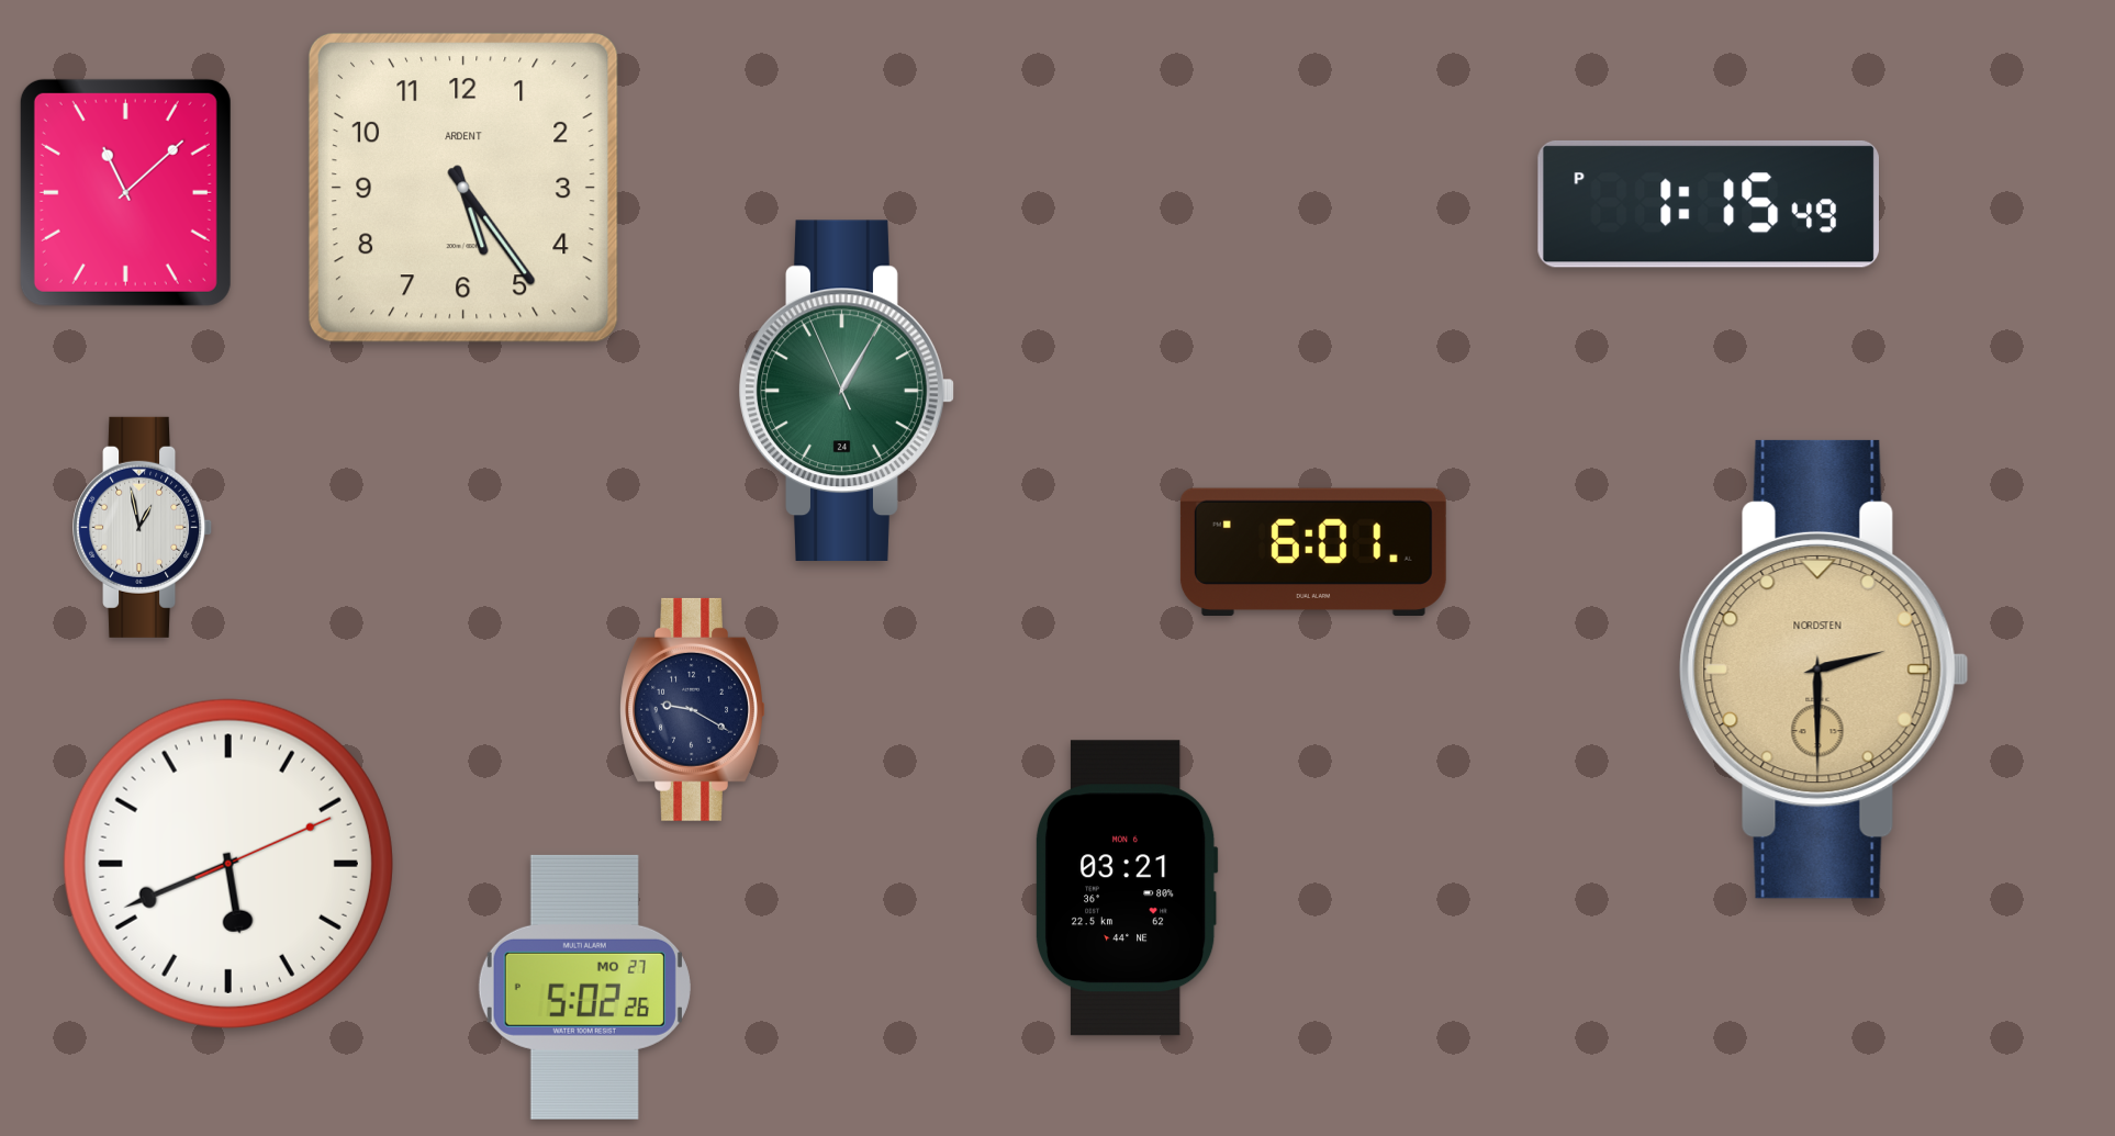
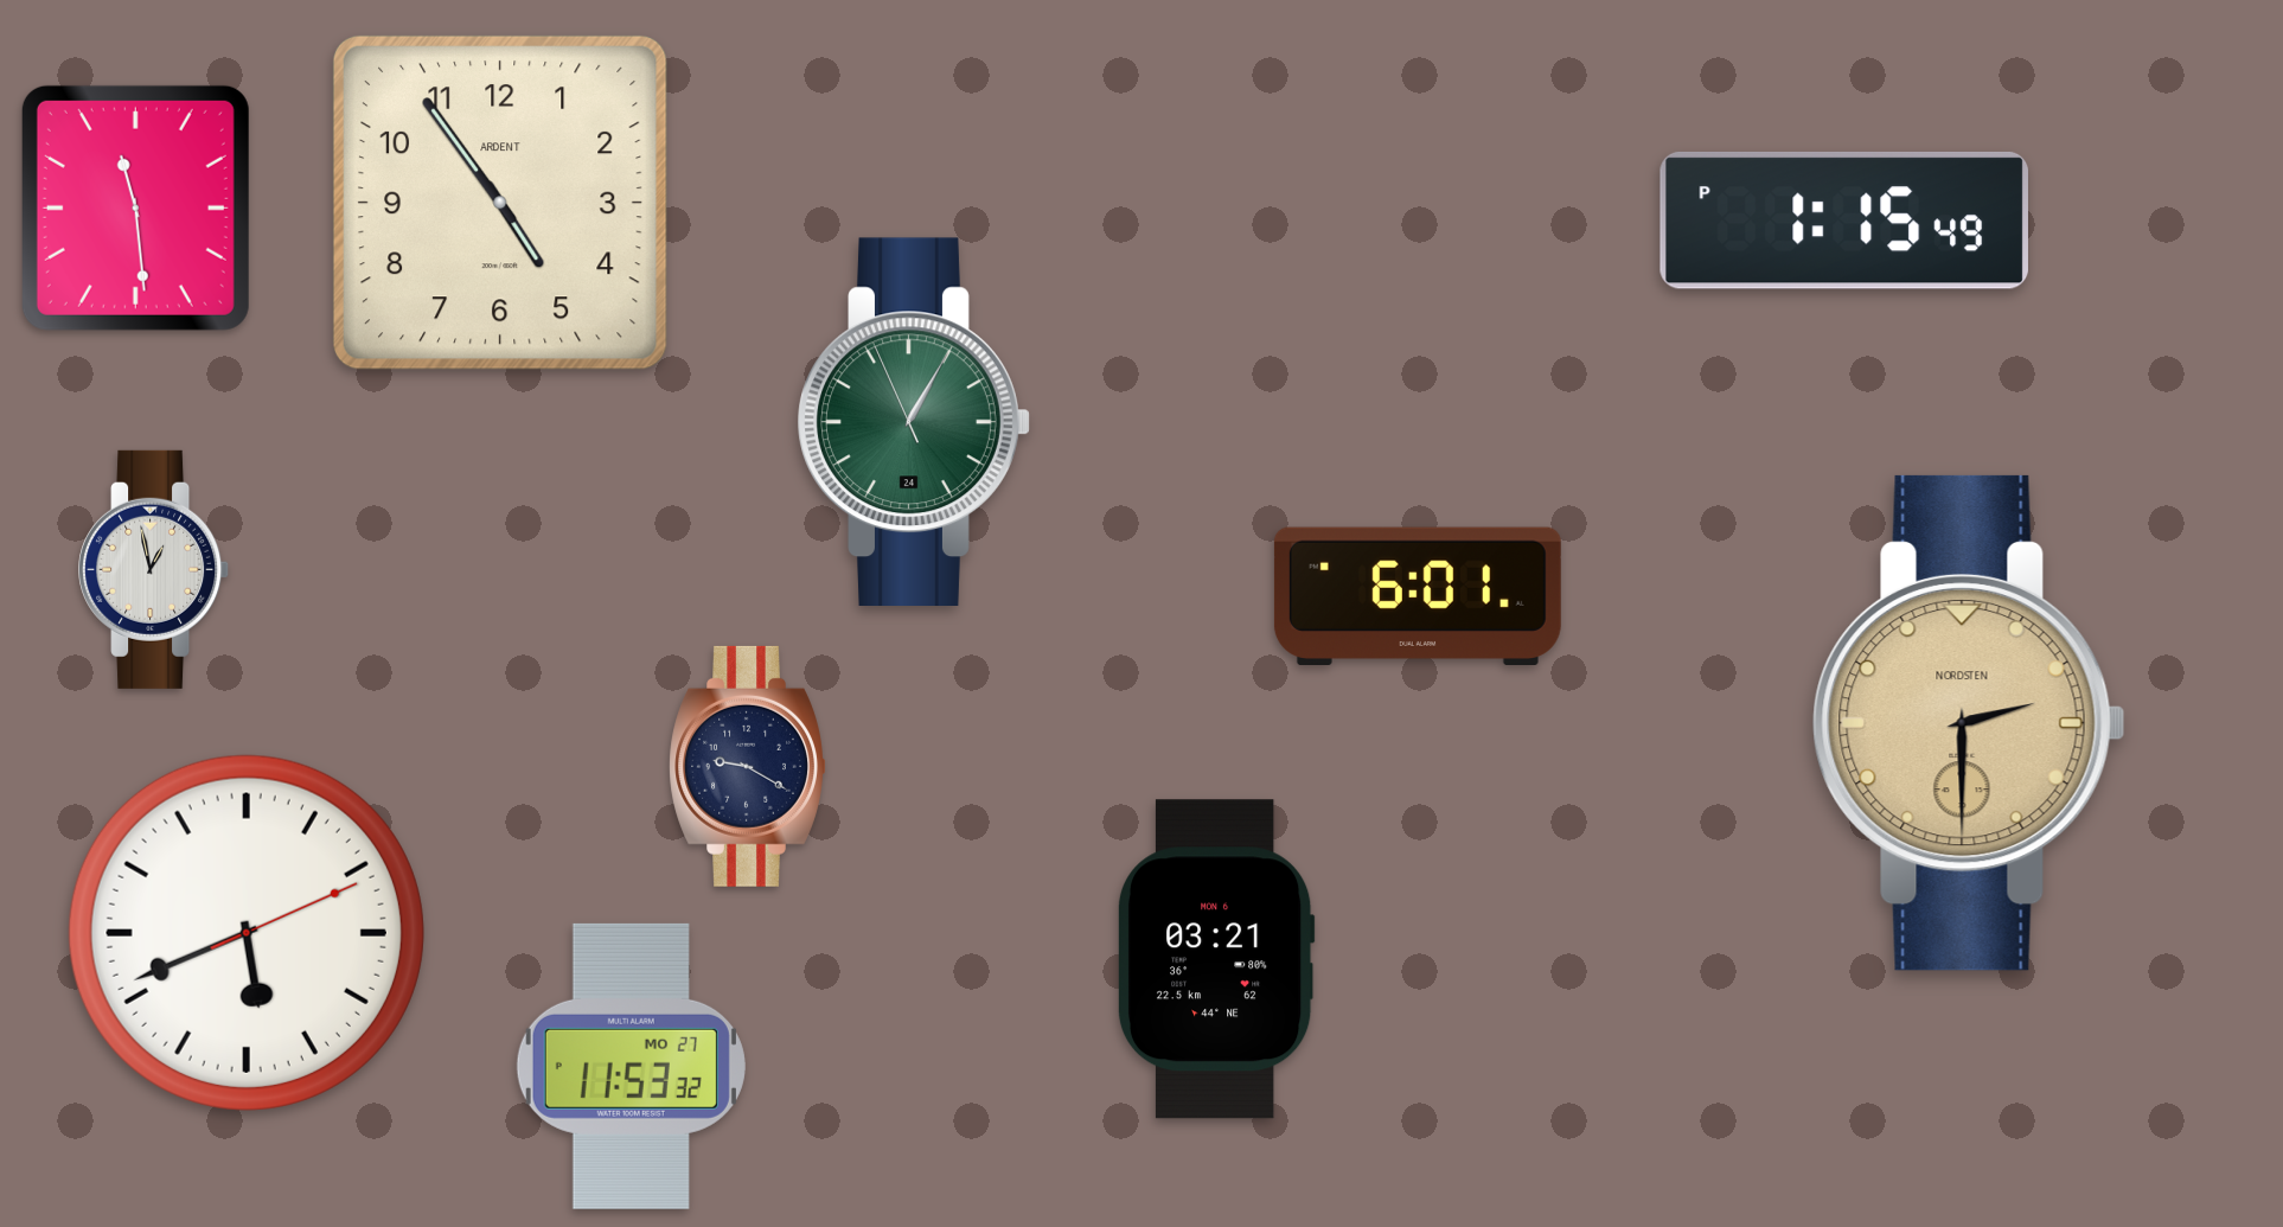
clock at (463, 188): 5:24 -> 4:54
clock at (125, 192): 11:08 -> 11:29
clock at (584, 987): 5:02 -> 11:53
